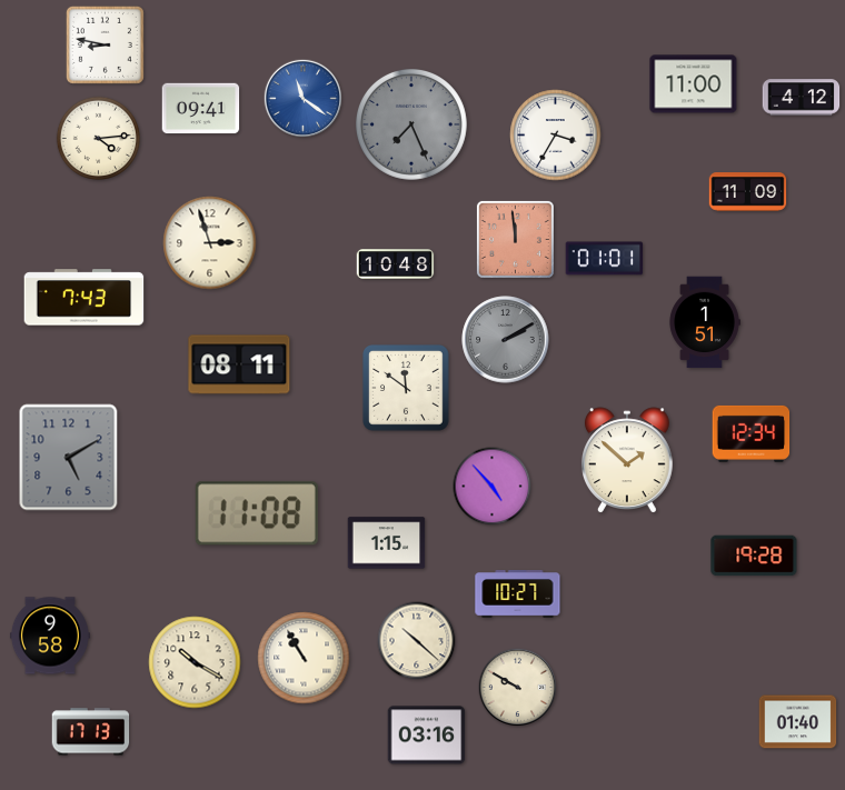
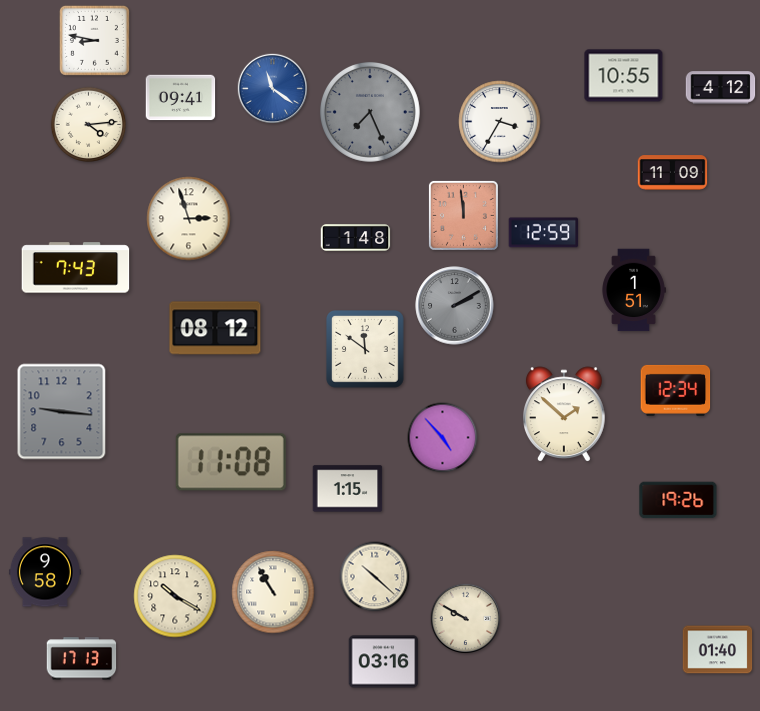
clock at (694, 84): 11:00 -> 10:55
clock at (605, 259): 01:01 -> 12:59
clock at (396, 264): 10:48 -> 1:48
clock at (239, 364): 08:11 -> 08:12
clock at (69, 458): 5:10 -> 9:16
clock at (754, 556): 19:28 -> 19:26
clock at (518, 594): 10:27 -> none
